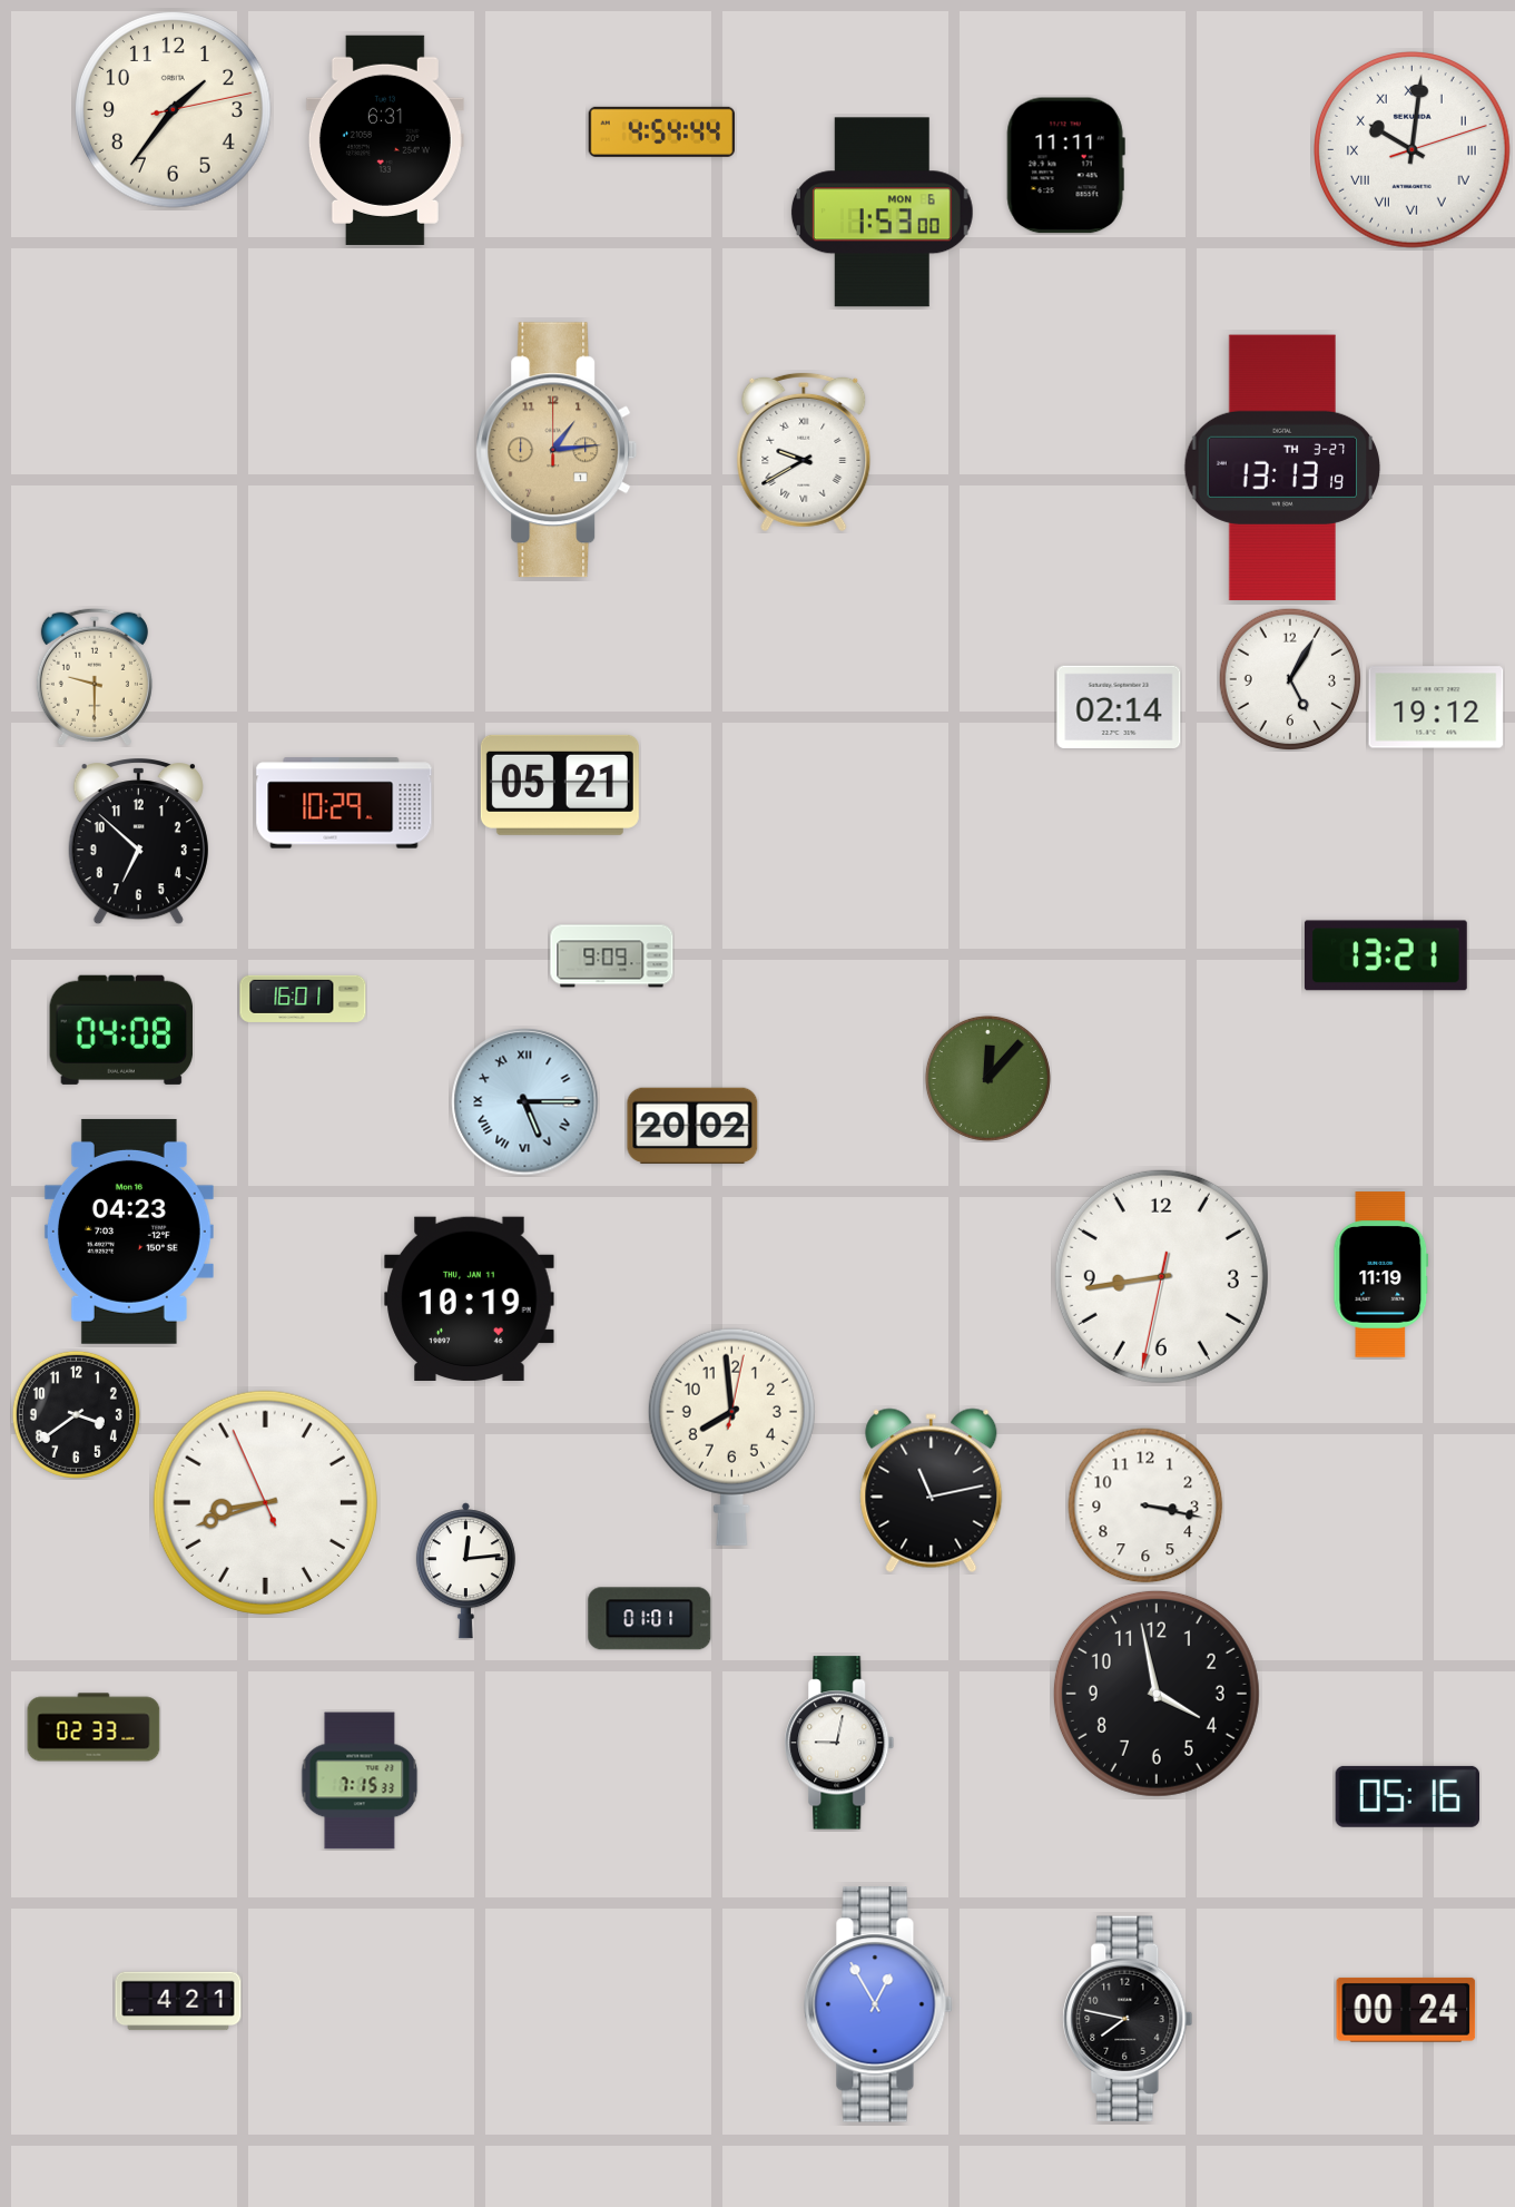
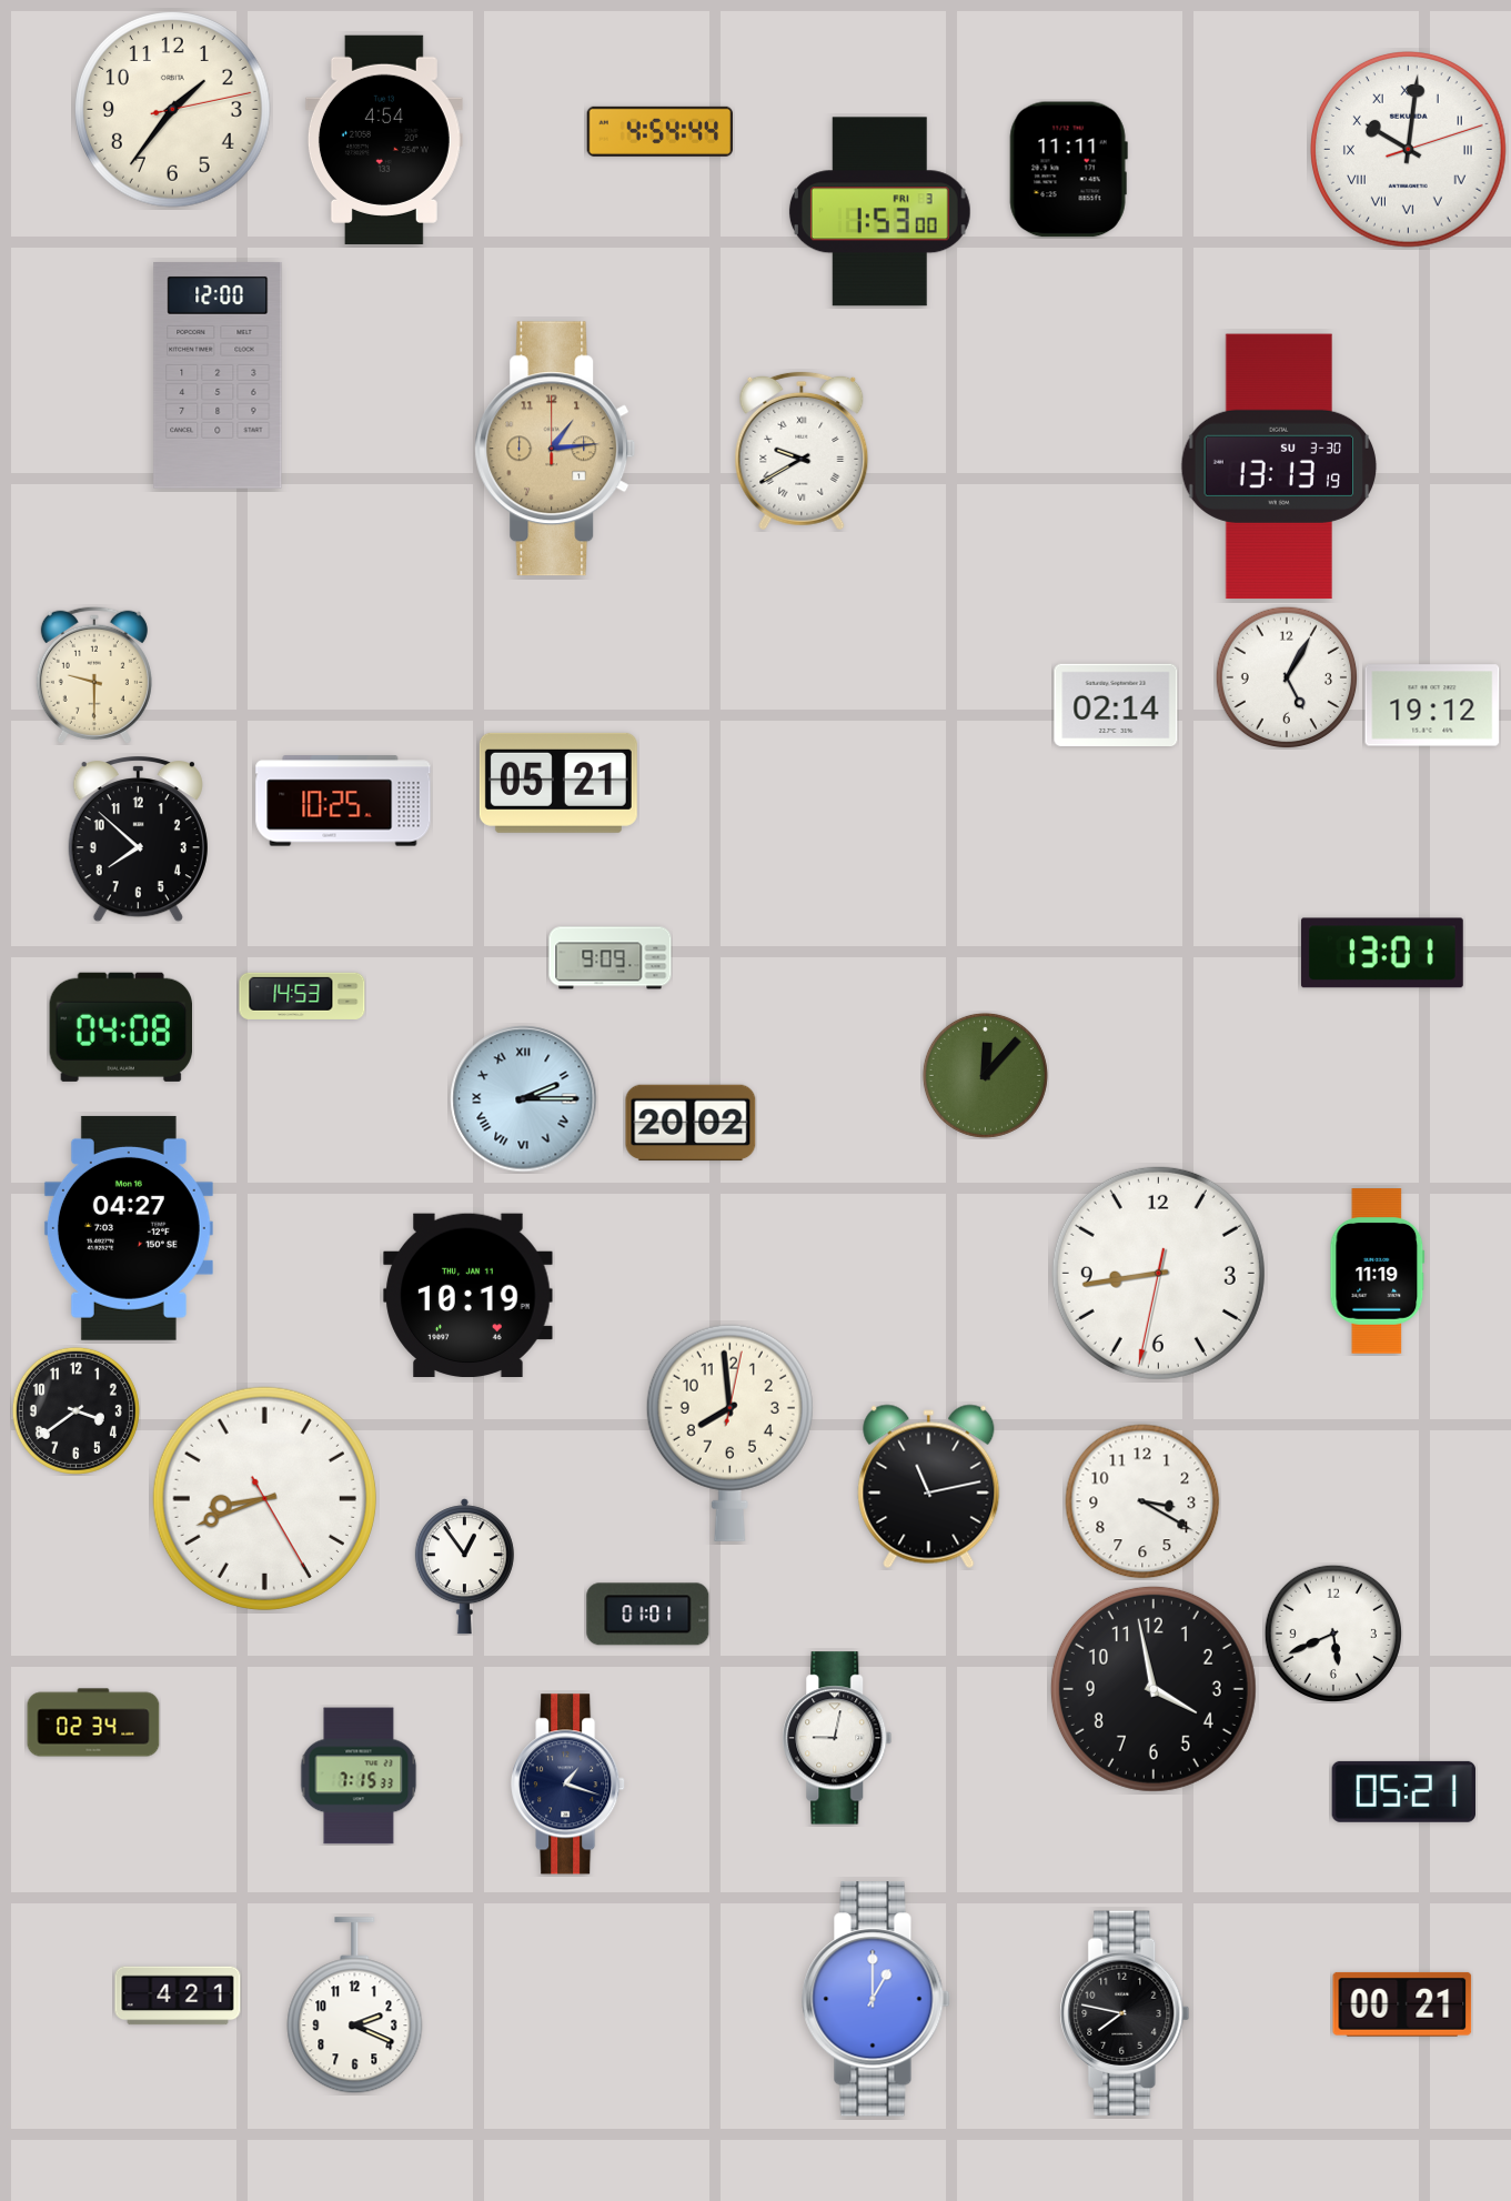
clock at (385, 140): 6:31 -> 4:54
clock at (1065, 166) position: (1065, 166) -> (1068, 170)
clock at (882, 213) date: MON 6 -> FRI 3
clock at (218, 376): none -> 12:00
clock at (1282, 468) date: TH 3-27 -> SU 3-30
clock at (344, 803): 10:29 -> 10:25
clock at (138, 841): 6:52 -> 7:52
clock at (1386, 955): 13:21 -> 13:01
clock at (612, 957) position: (612, 957) -> (611, 958)
clock at (303, 999): 16:01 -> 14:53
clock at (525, 1102): 5:15 -> 2:15
clock at (129, 1232): 04:23 -> 04:27
clock at (265, 1502): 8:41:56 -> 8:41:25
clock at (1145, 1505): 3:17 -> 3:20
clock at (465, 1571): 12:14 -> 12:54
clock at (1333, 1634): none -> 5:41
clock at (94, 1727): 02:33 -> 02:34
clock at (568, 1785): none -> 1:18
clock at (1407, 1796): 05:16 -> 05:21
clock at (878, 2004): 12:55 -> 1:00
clock at (1406, 2010): 00:24 -> 00:21
clock at (355, 2006): none -> 2:19
